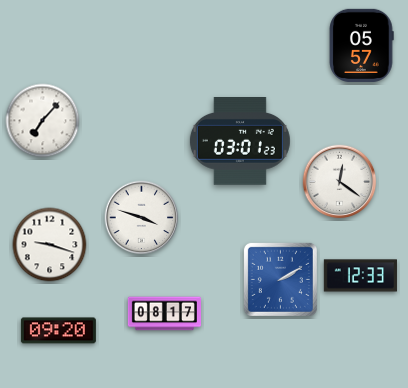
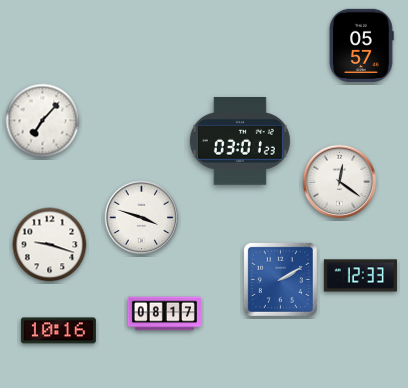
clock at (58, 331): 09:20 -> 10:16
